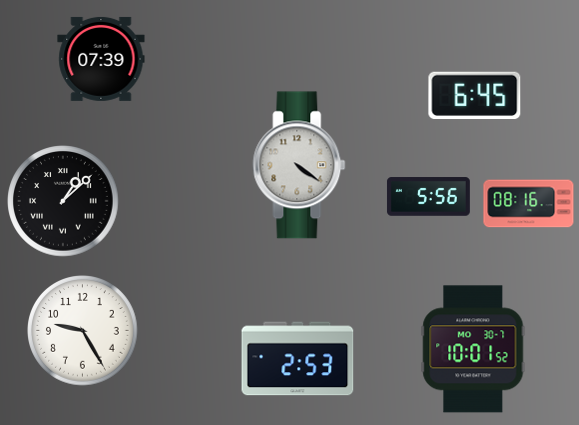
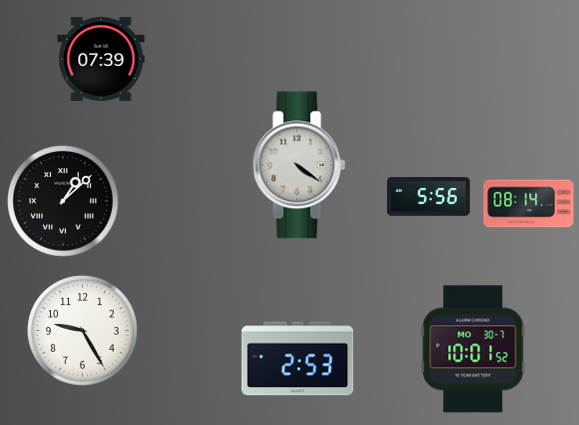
clock at (475, 96): 6:45 -> none
clock at (529, 204): 08:16 -> 08:14
